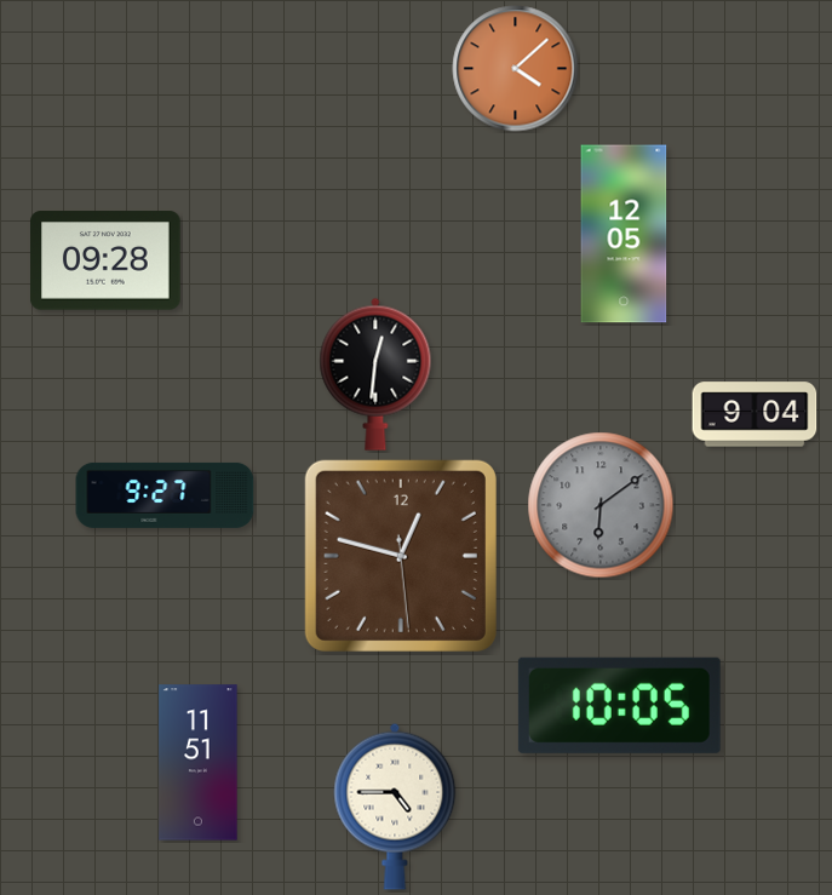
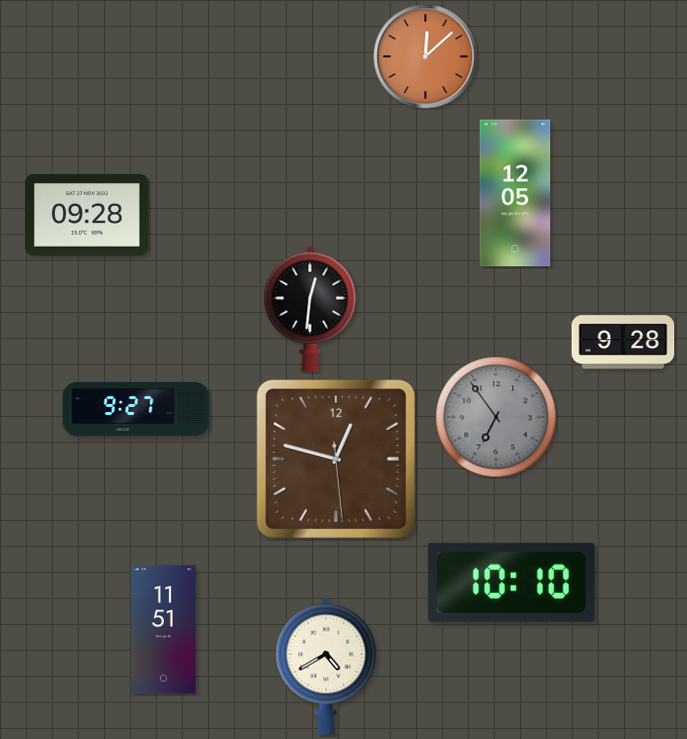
clock at (516, 69): 4:08 -> 12:08
clock at (754, 414): 9:04 -> 9:28
clock at (601, 505): 6:09 -> 6:54
clock at (401, 556) position: (401, 556) -> (336, 459)
clock at (619, 705): 10:05 -> 10:10
clock at (395, 807): 4:45 -> 4:40
